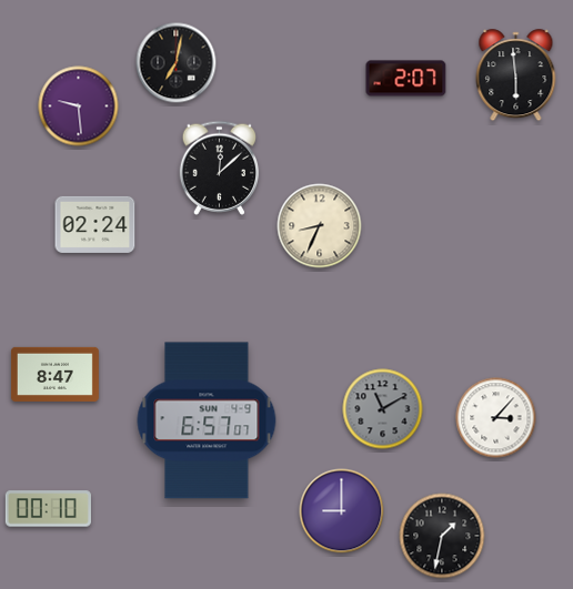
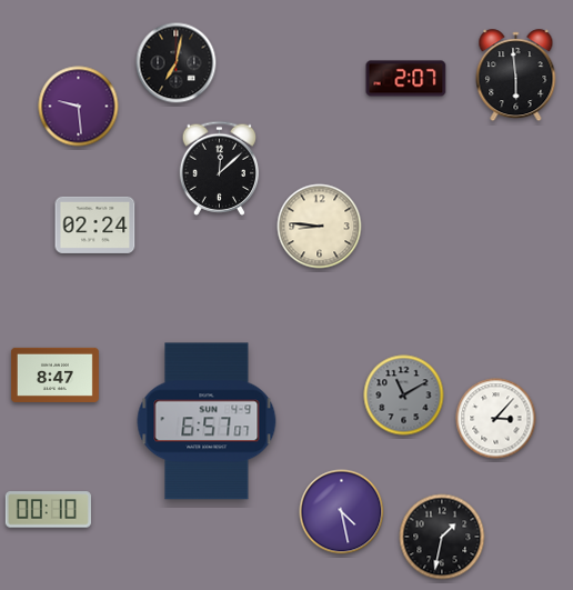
clock at (320, 226): 8:34 -> 8:46
clock at (383, 409) position: (383, 409) -> (404, 396)
clock at (342, 511): 9:00 -> 4:28
